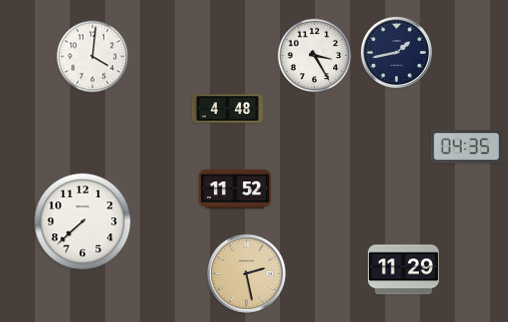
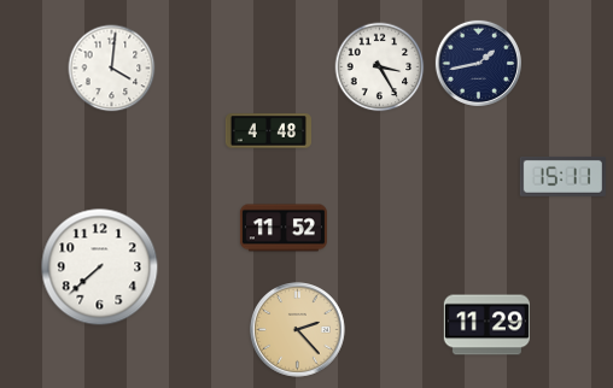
clock at (227, 109) position: (227, 109) -> (268, 131)
clock at (466, 146): 04:35 -> 15:11
clock at (247, 274): 2:28 -> 2:23
